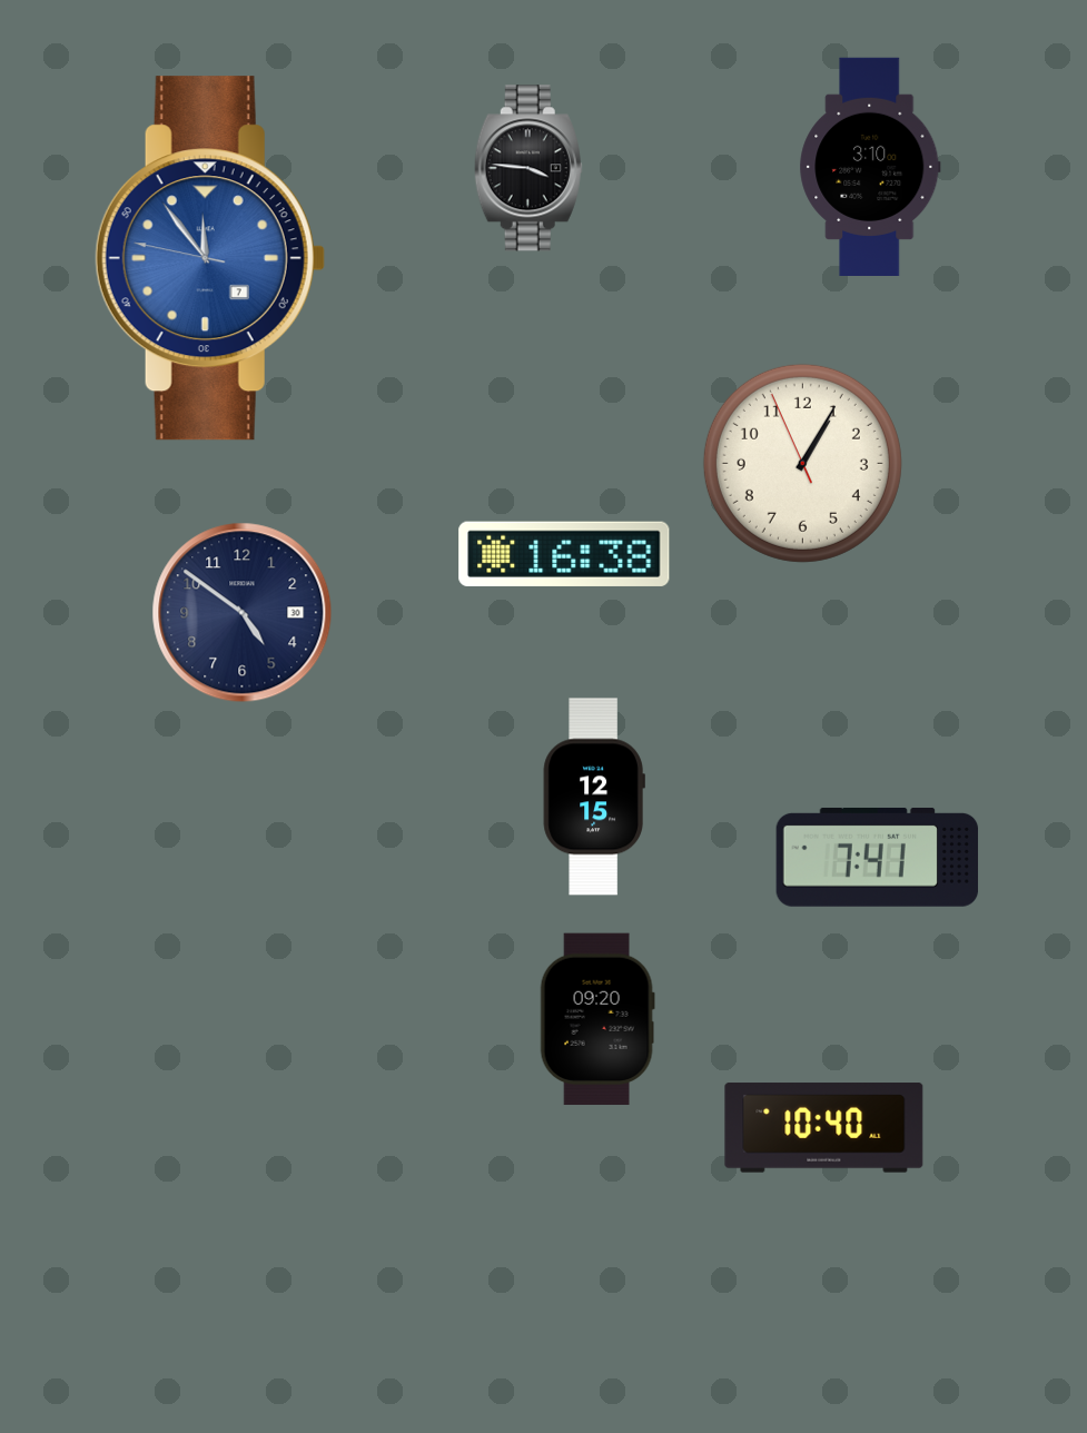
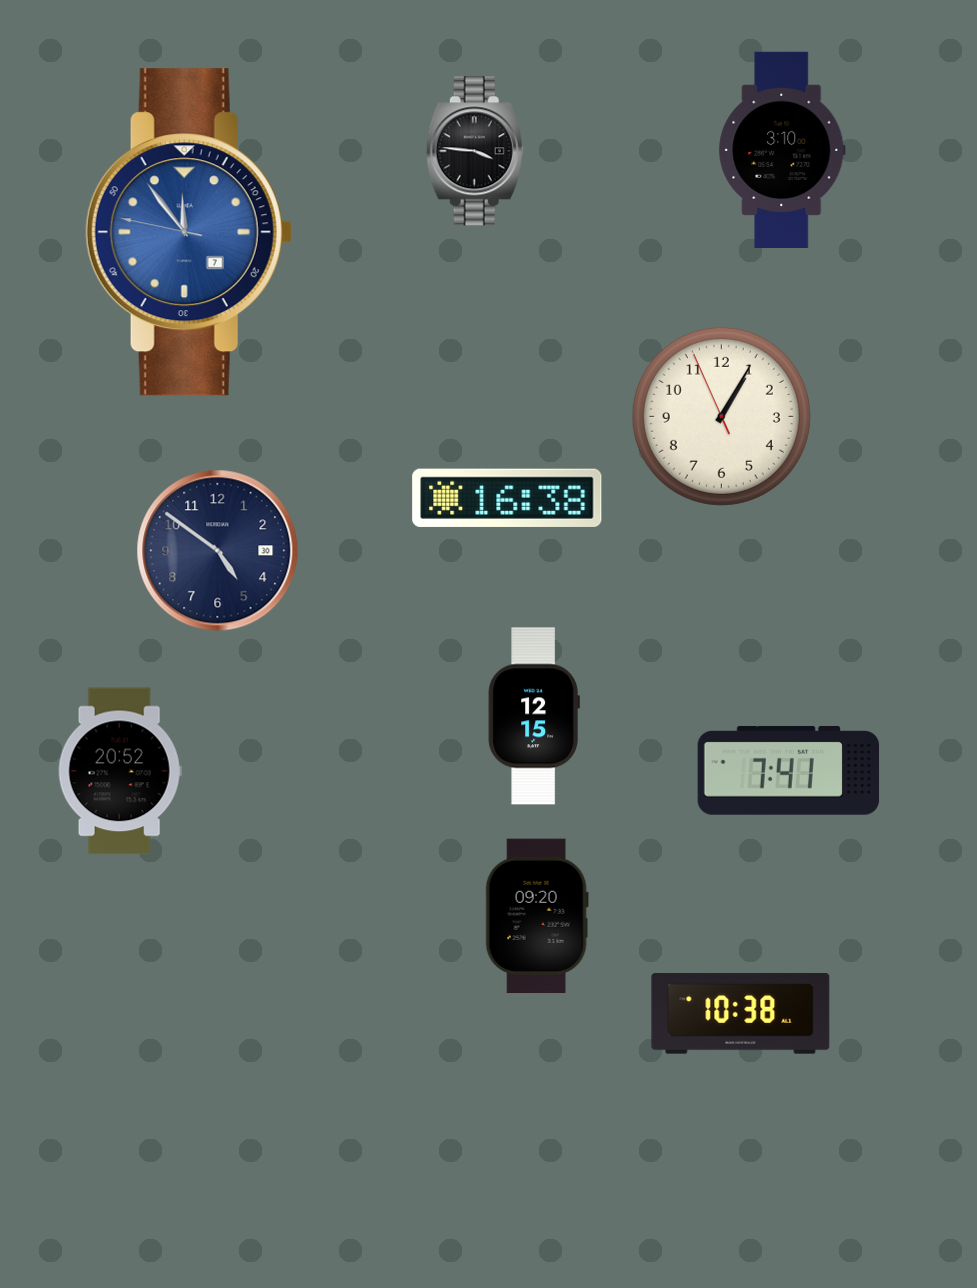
clock at (120, 771): none -> 20:52
clock at (824, 1128): 10:40 -> 10:38
